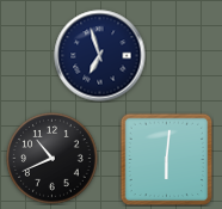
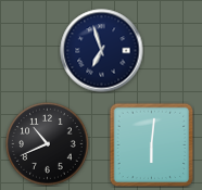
clock at (100, 56) position: (100, 56) -> (102, 51)
